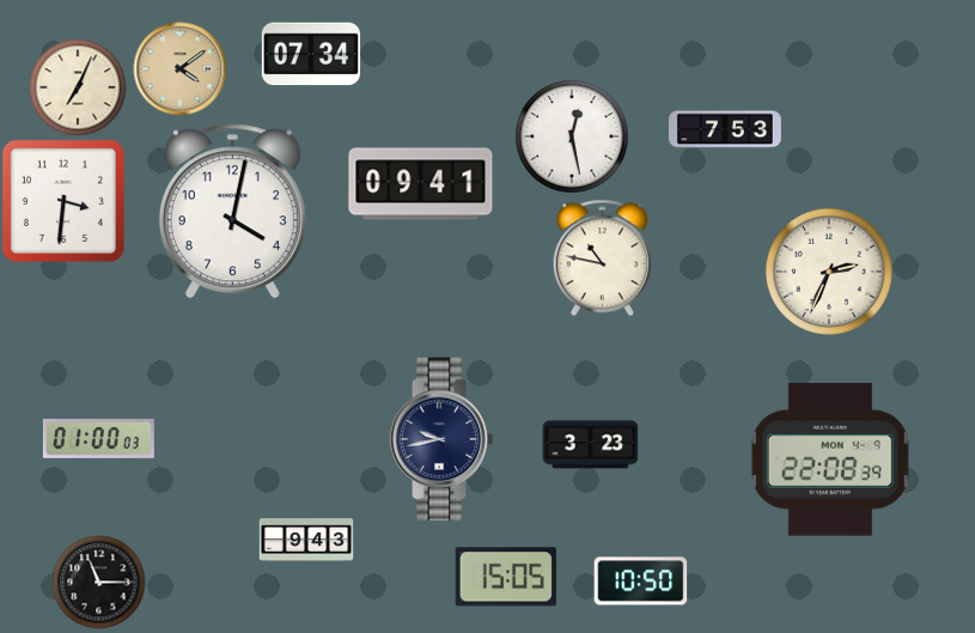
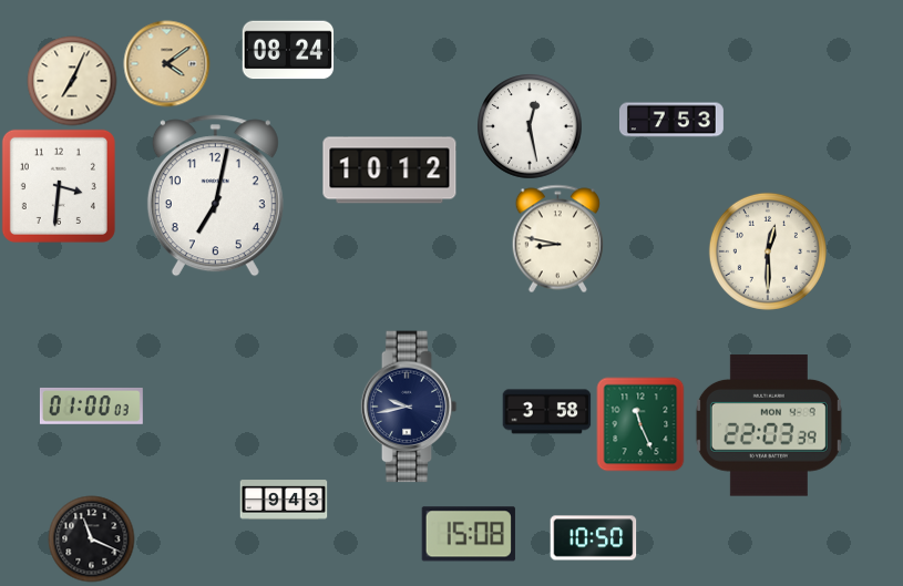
clock at (311, 54): 07:34 -> 08:24
clock at (421, 184): 09:41 -> 10:12
clock at (232, 212): 4:02 -> 7:02
clock at (602, 257): 10:47 -> 8:47
clock at (829, 272): 2:34 -> 12:30
clock at (590, 445): 3:23 -> 3:58
clock at (640, 424): none -> 11:26
clock at (830, 459): 22:08 -> 22:03
clock at (506, 577): 15:05 -> 15:08
clock at (98, 582): 11:15 -> 11:19
